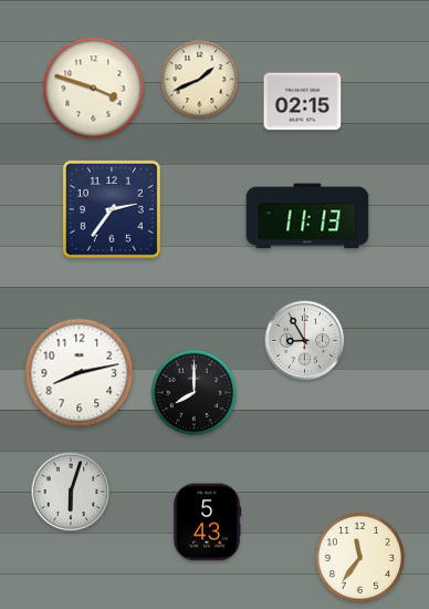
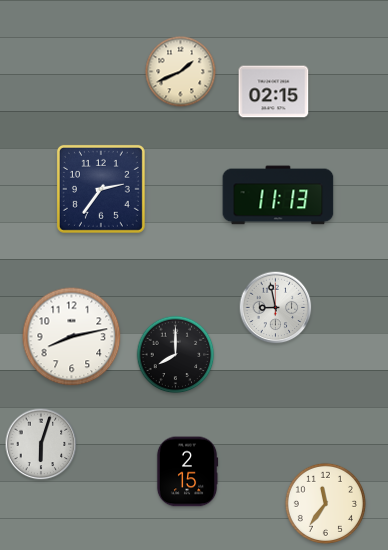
clock at (94, 89): 3:48 -> none
clock at (305, 341): 8:55 -> 8:58
clock at (71, 492) position: (71, 492) -> (41, 444)
clock at (207, 523): 5:43 -> 2:15
